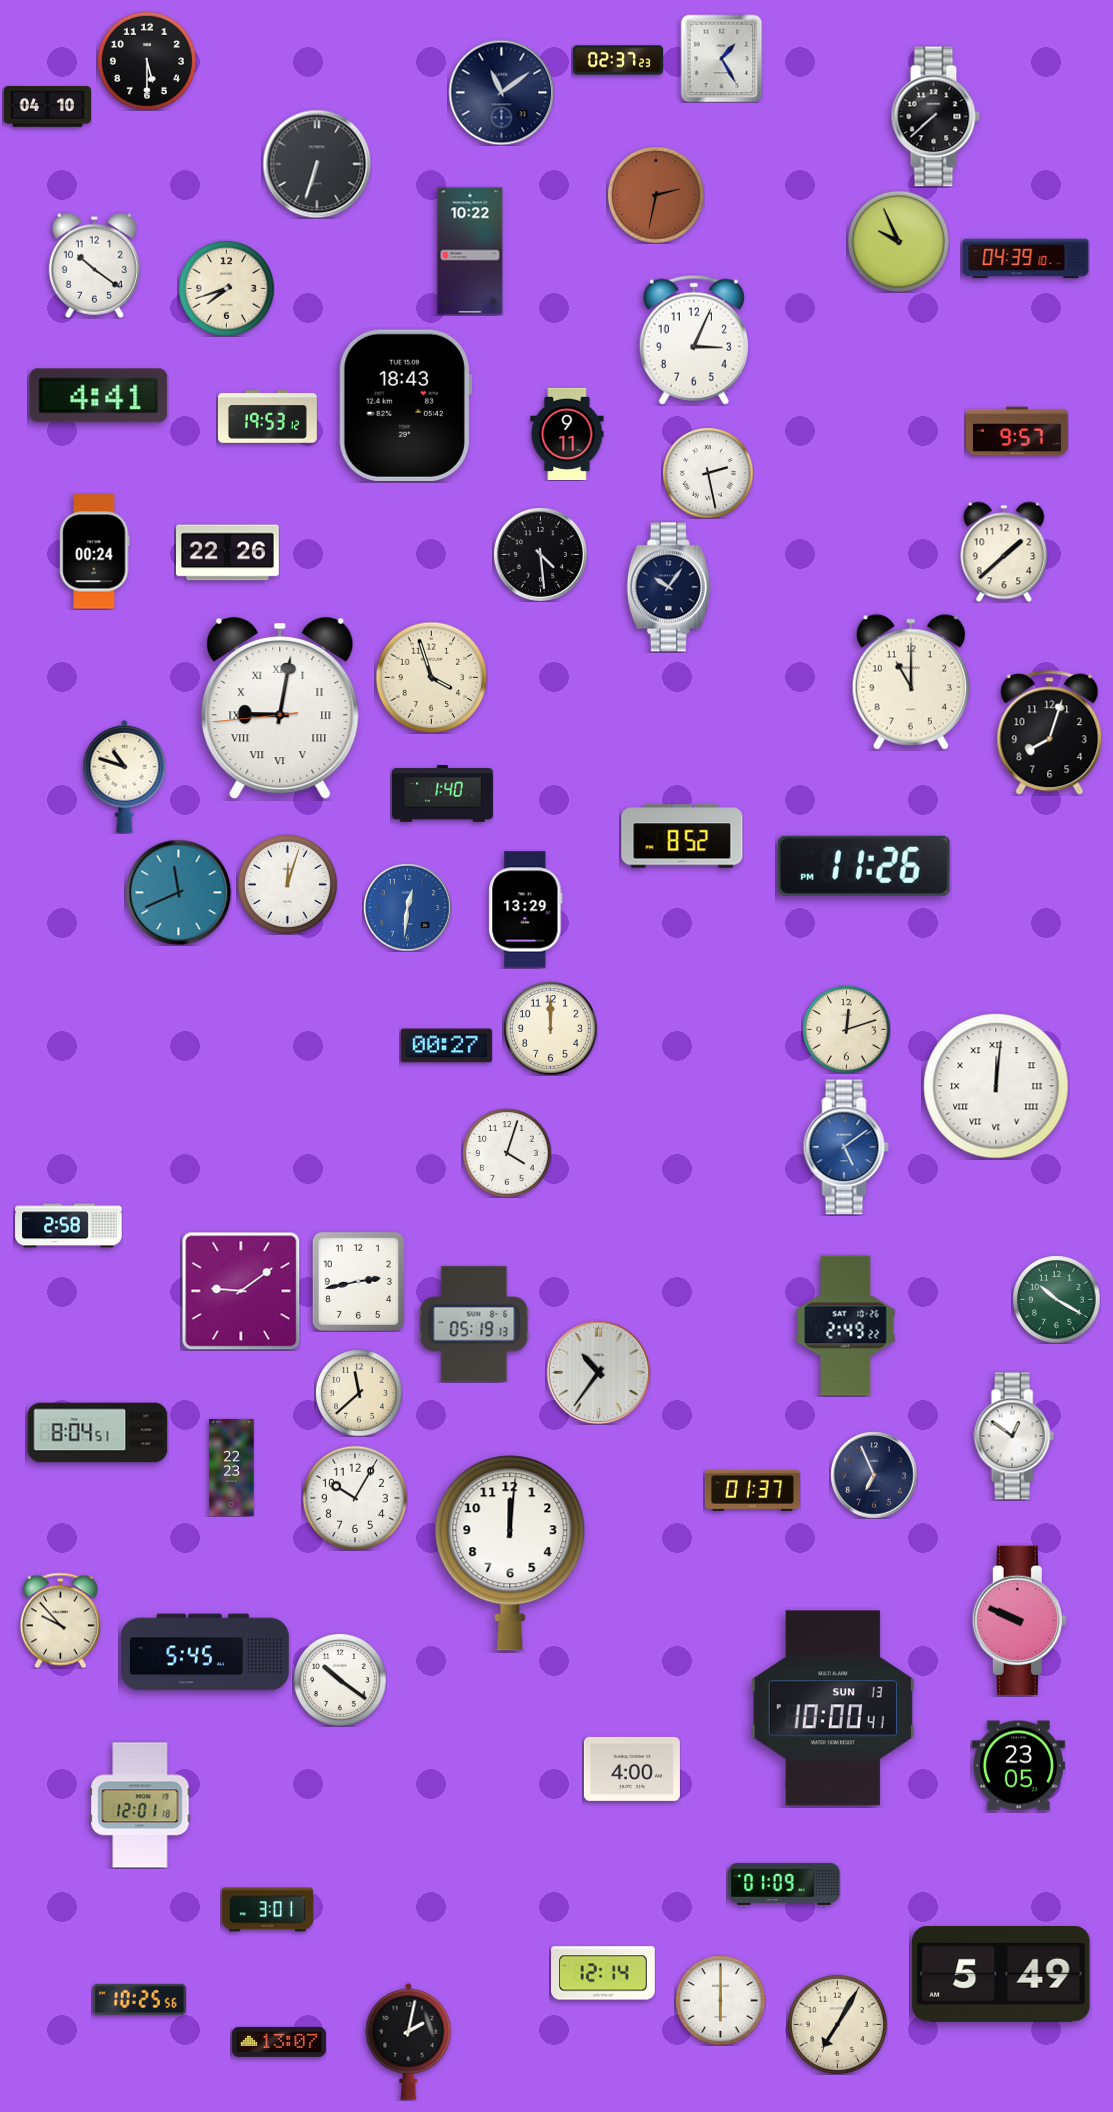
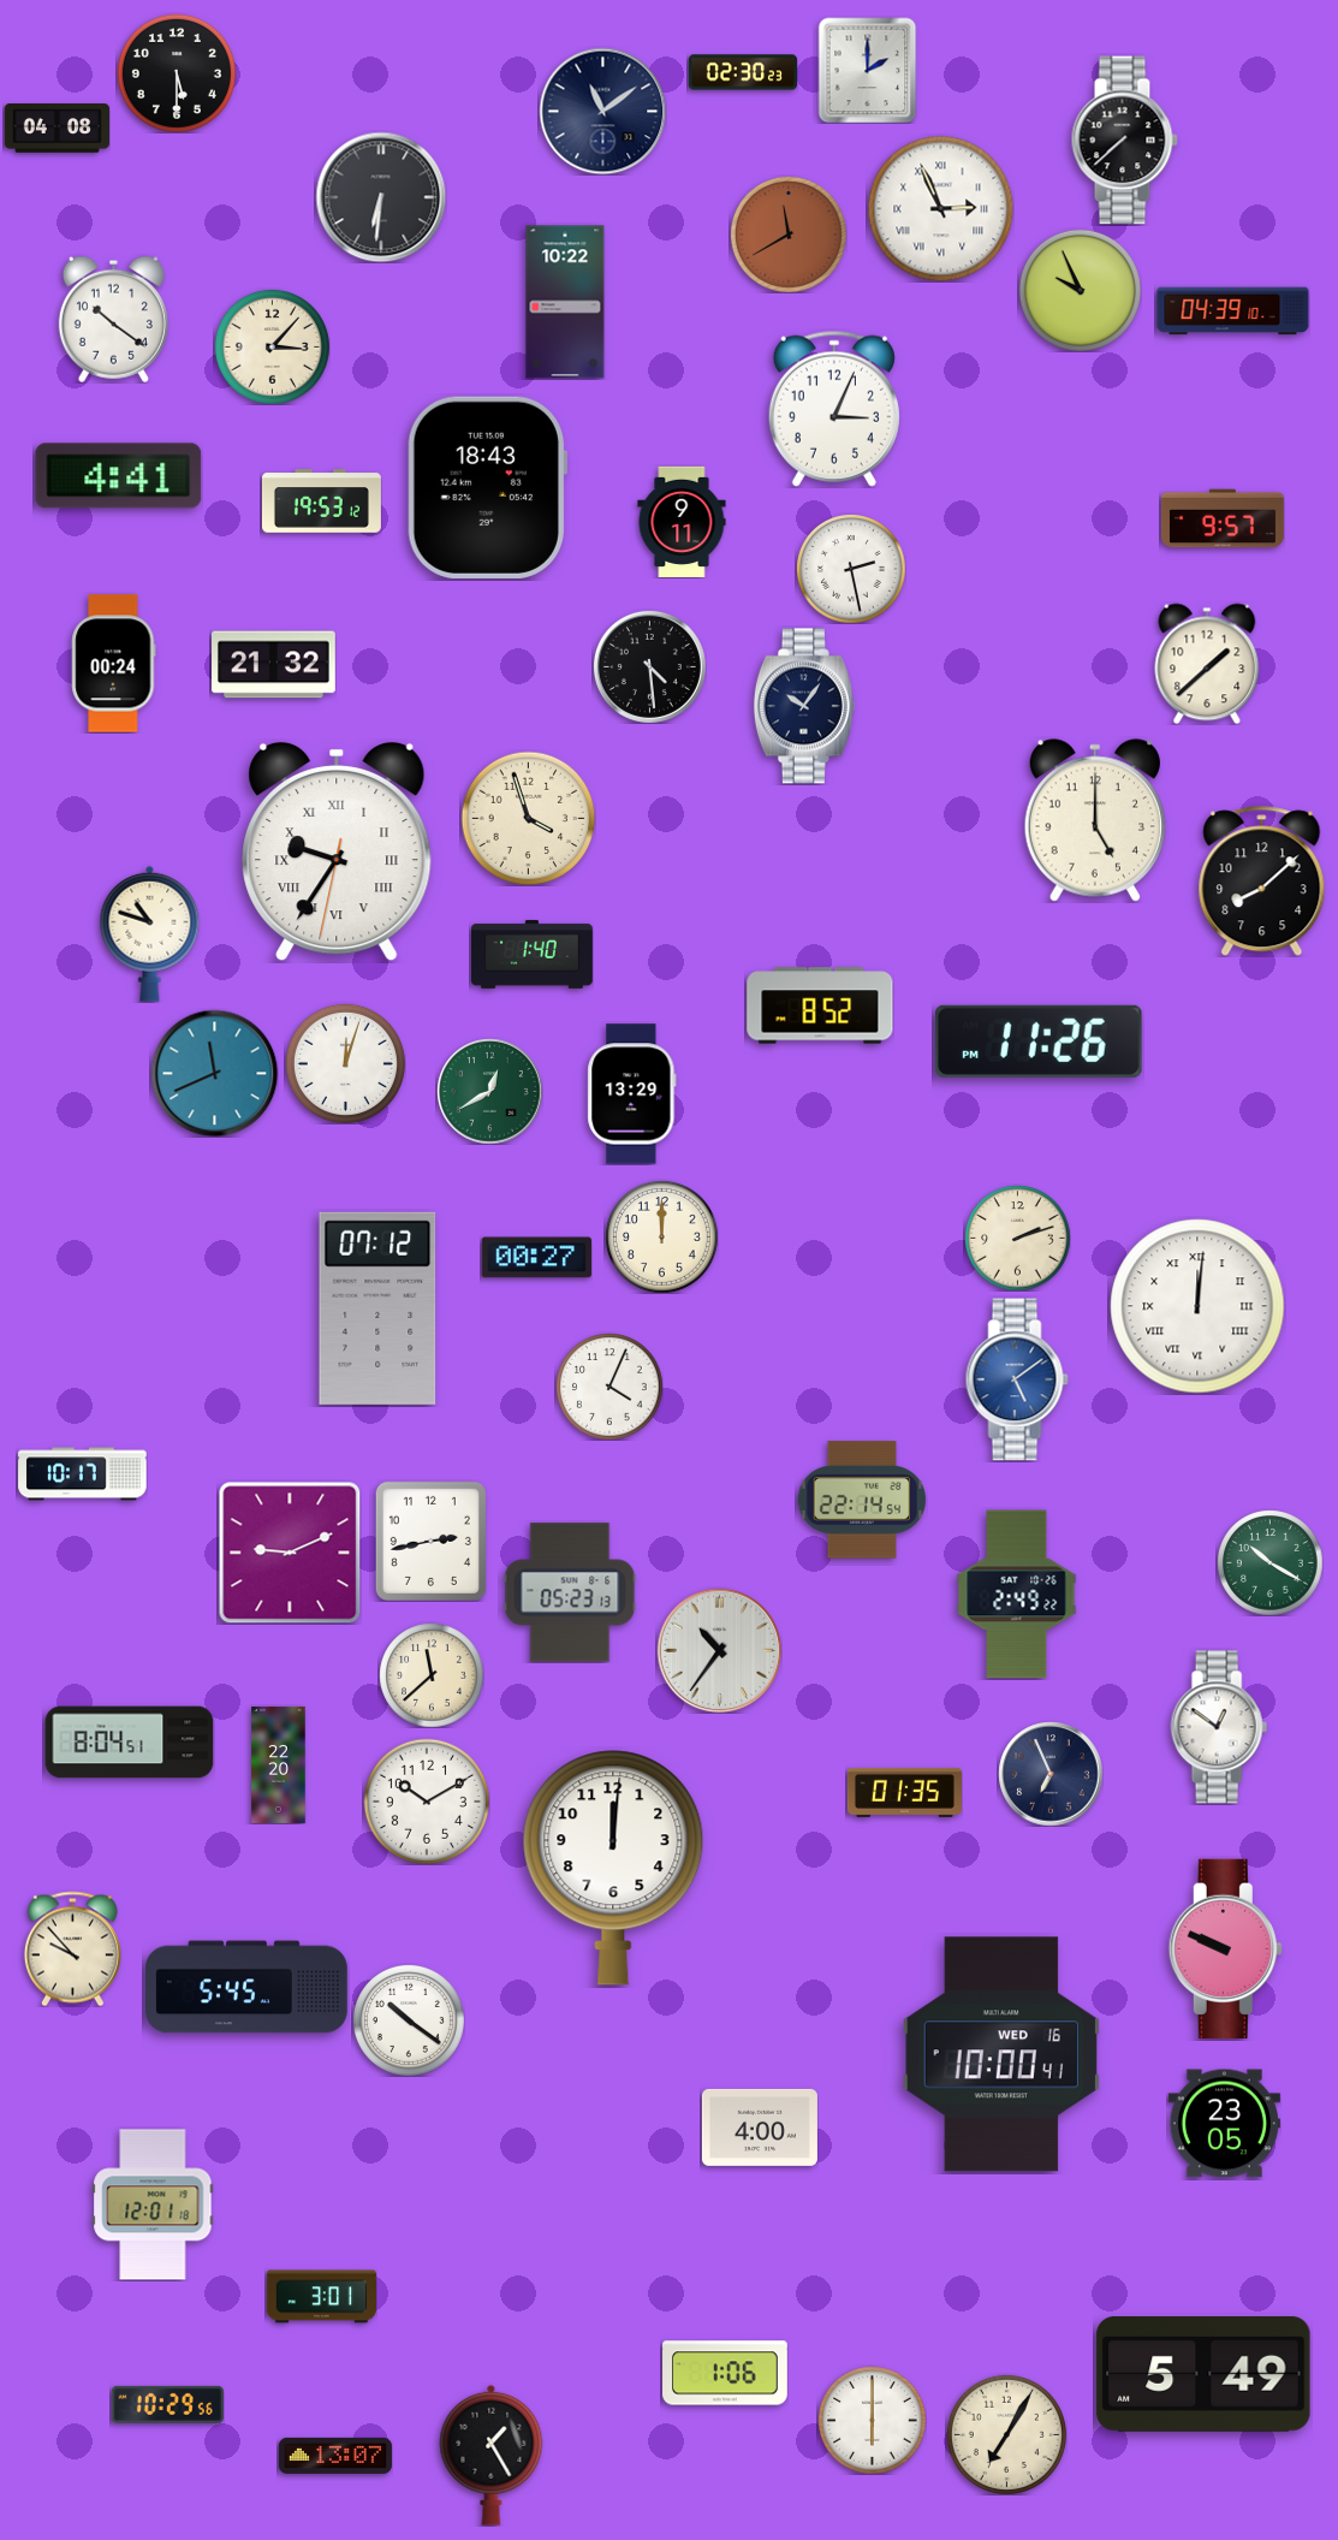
clock at (722, 58): 1:25 -> 2:00
clock at (617, 60): 02:37 -> 02:30
clock at (47, 107): 04:10 -> 04:08
clock at (317, 164): 6:33 -> 6:31
clock at (940, 208): none -> 2:56
clock at (656, 195): 2:32 -> 11:40
clock at (226, 288): 7:42 -> 3:07
clock at (228, 553): 22:26 -> 21:32
clock at (431, 677) position: (431, 677) -> (528, 818)
clock at (910, 682): 11:00 -> 5:00
clock at (280, 708): 9:01 -> 9:35
clock at (1050, 733): 8:03 -> 8:08
clock at (407, 907): 12:31 -> 12:40
clock at (407, 907) dial: blue -> green
clock at (846, 1029): 12:12 -> 2:12
clock at (377, 1308): none -> 07:12
clock at (507, 1153): 4:03 -> 4:04
clock at (69, 1226): 2:58 -> 10:17
clock at (861, 1500): none -> 22:14
clock at (241, 1291): 9:09 -> 9:11
clock at (474, 1324): 05:19 -> 05:23
clock at (98, 1433) position: (98, 1433) -> (130, 1743)
clock at (232, 1467): 22:23 -> 22:20
clock at (752, 1490): 01:37 -> 01:35
clock at (354, 1497): 10:05 -> 10:10
clock at (833, 1708) date: SUN 13 -> WED 16
clock at (140, 1805) position: (140, 1805) -> (153, 2204)
clock at (784, 1884): 01:09 -> none
clock at (603, 1973): 12:14 -> 1:06
clock at (139, 1999): 10:25 -> 10:29
clock at (720, 2000) position: (720, 2000) -> (872, 2420)
clock at (409, 2041): 2:02 -> 1:25
